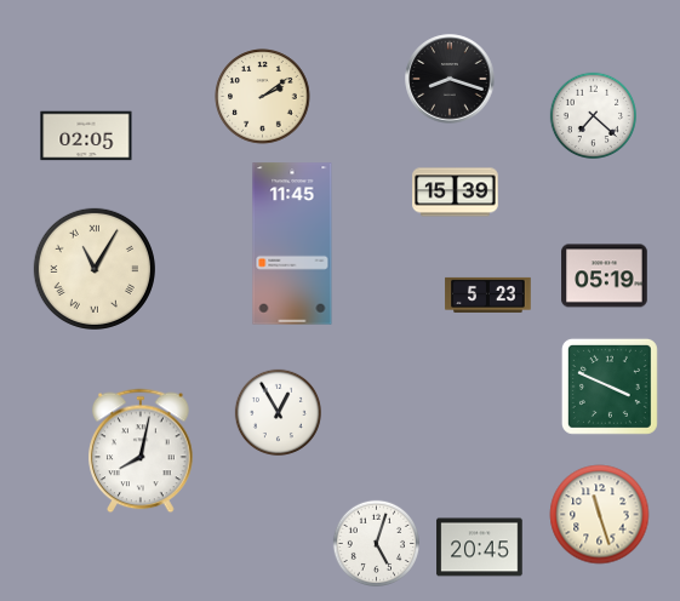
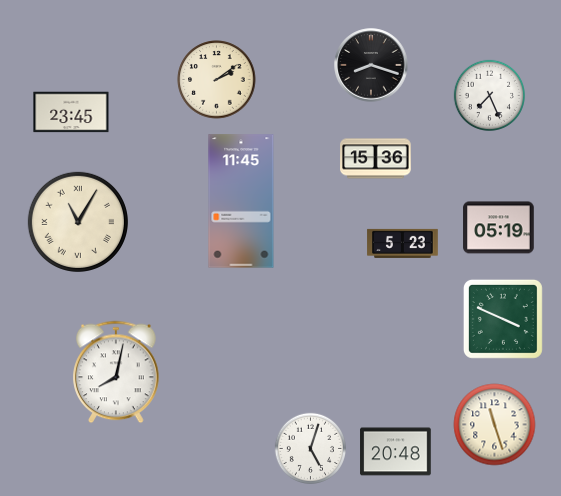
clock at (593, 115): 7:22 -> 7:26
clock at (86, 136): 02:05 -> 23:45
clock at (456, 193): 15:39 -> 15:36
clock at (278, 412): 12:55 -> none
clock at (480, 548): 20:45 -> 20:48
